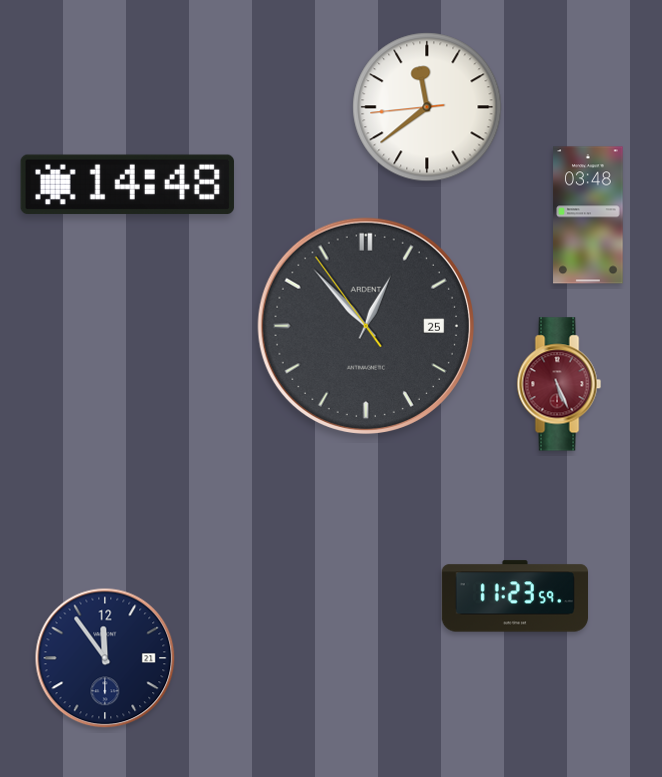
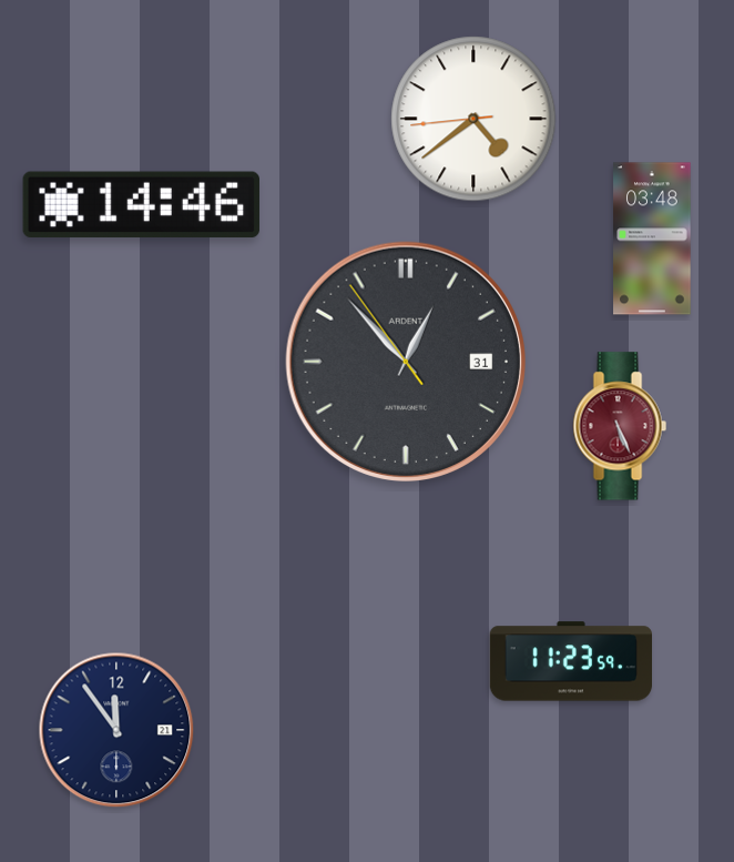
clock at (427, 107): 11:38 -> 4:38
clock at (127, 185): 14:48 -> 14:46
clock at (365, 325) date: 25 -> 31
